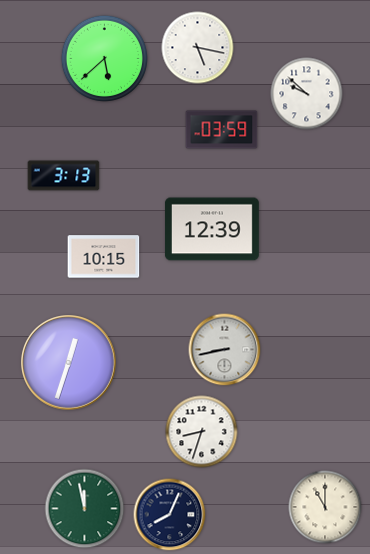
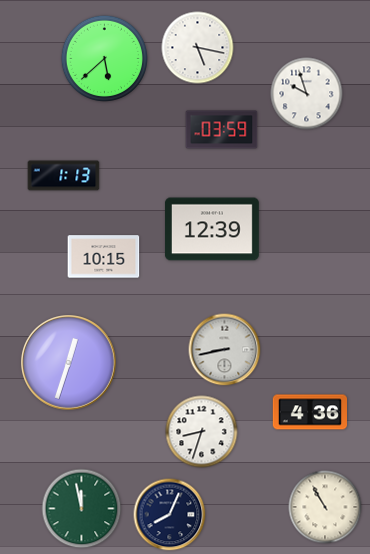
clock at (307, 94): 9:52 -> 9:57
clock at (64, 176): 3:13 -> 1:13
clock at (309, 412): none -> 4:36
clock at (325, 507): 11:00 -> 10:55
clock at (85, 509) position: (85, 509) -> (82, 509)
